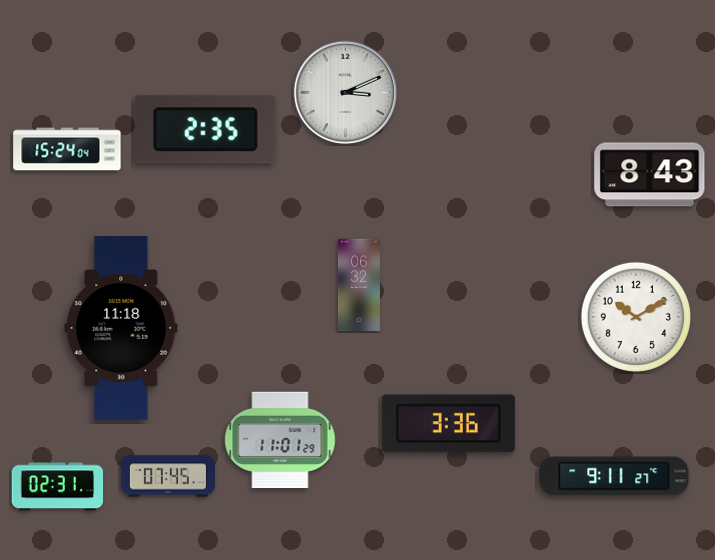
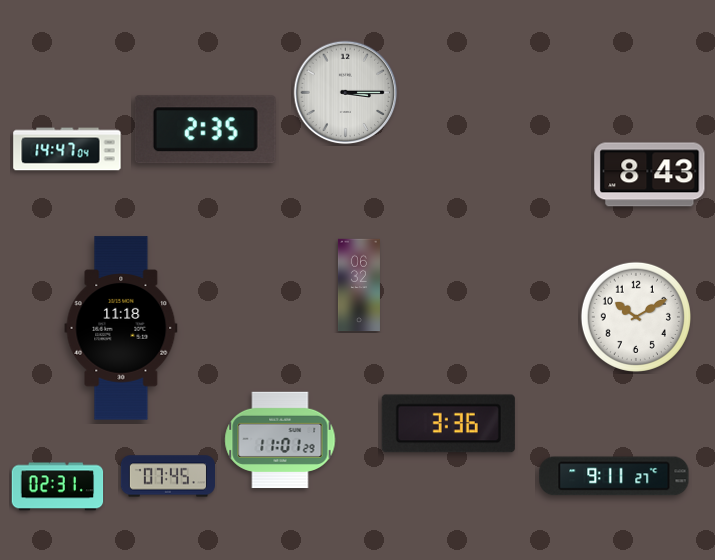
clock at (346, 93): 3:11 -> 3:15
clock at (67, 149): 15:24 -> 14:47
